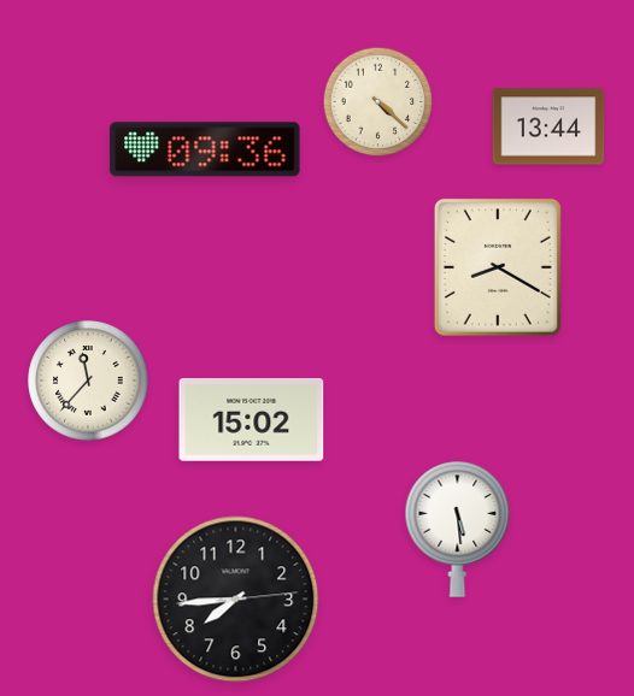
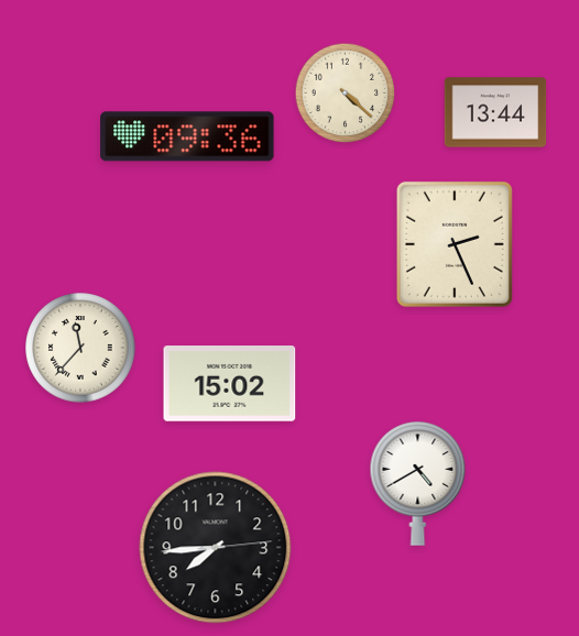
clock at (548, 126) position: (548, 126) -> (495, 112)
clock at (498, 267): 8:20 -> 2:26
clock at (458, 530): 5:29 -> 4:40
